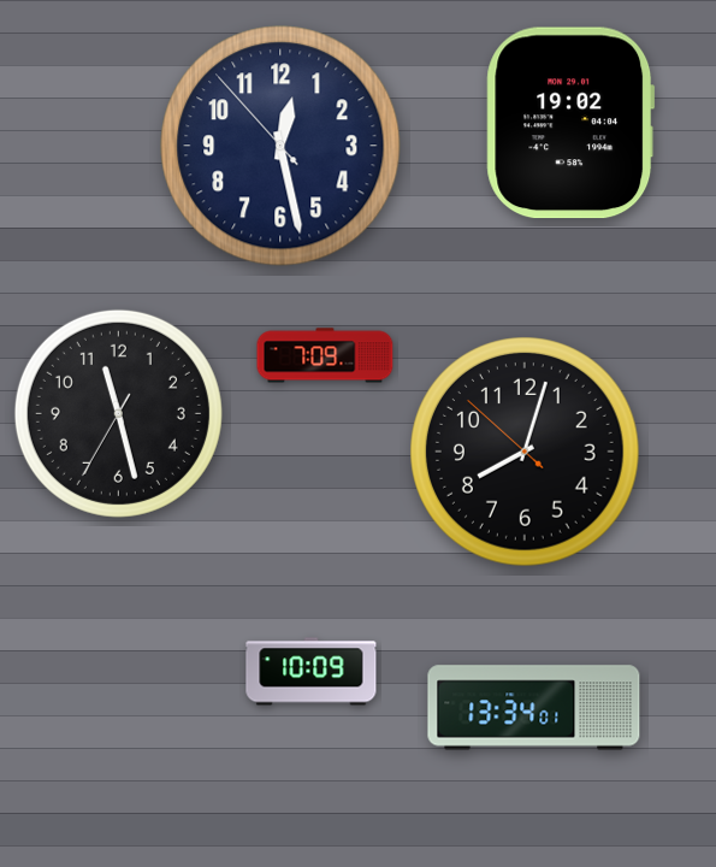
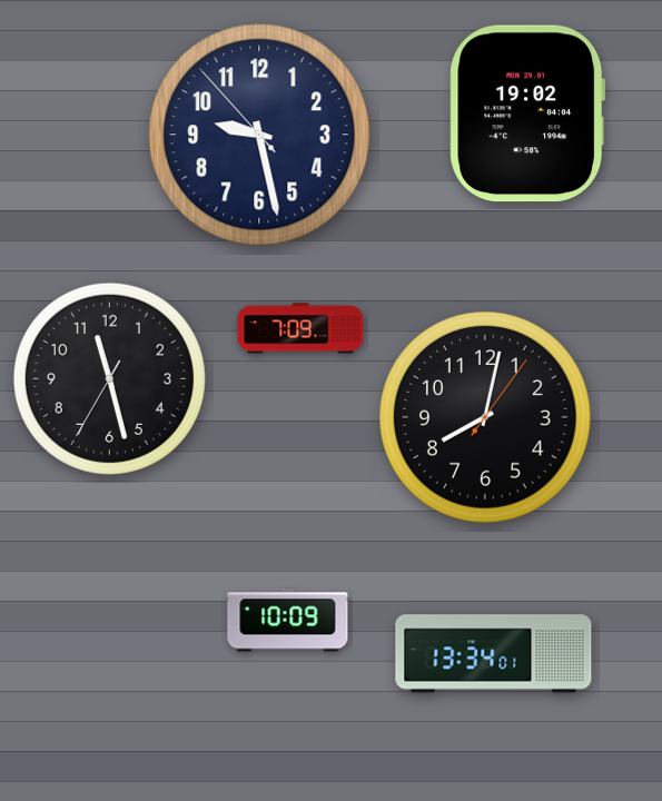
clock at (280, 146): 12:27 -> 9:27
clock at (118, 413) position: (118, 413) -> (109, 378)
clock at (525, 452): 8:02:52 -> 8:02:06
